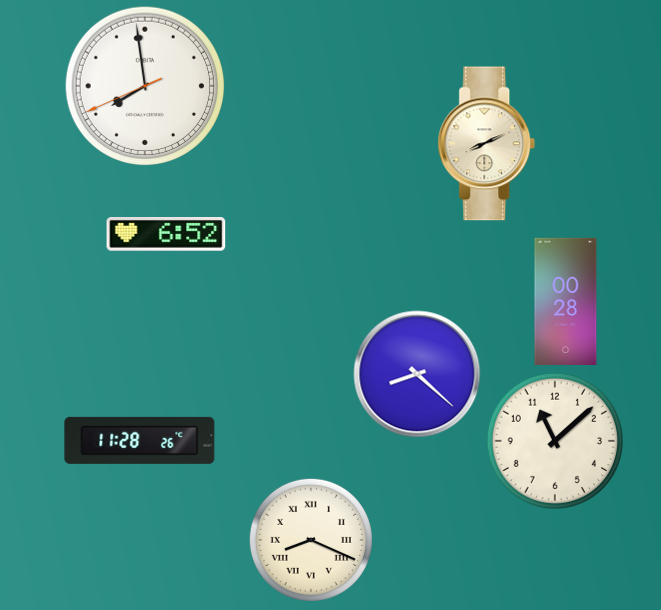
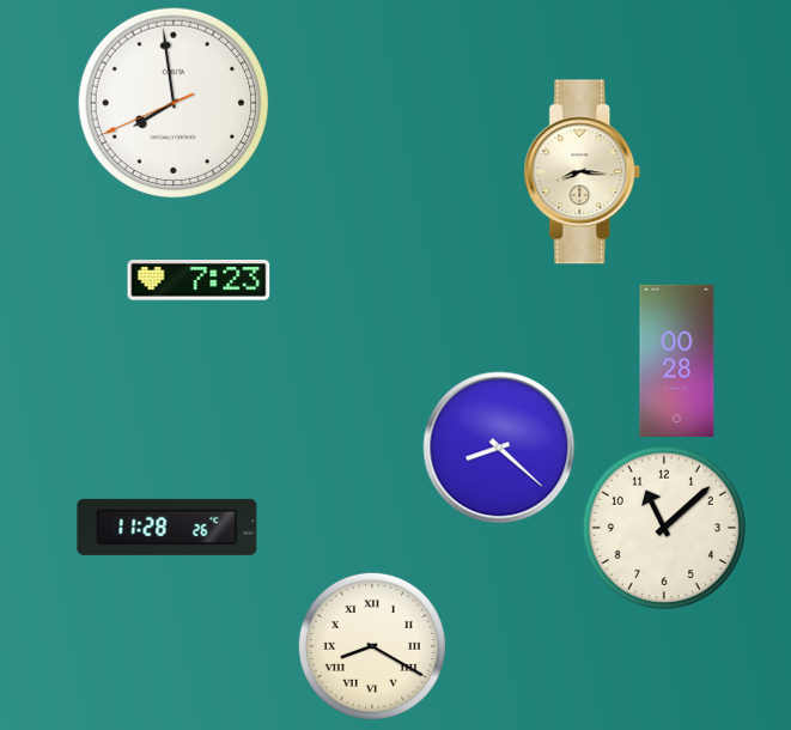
clock at (487, 144): 8:11 -> 8:16
clock at (166, 235): 6:52 -> 7:23
clock at (311, 540): 8:19 -> 8:20
